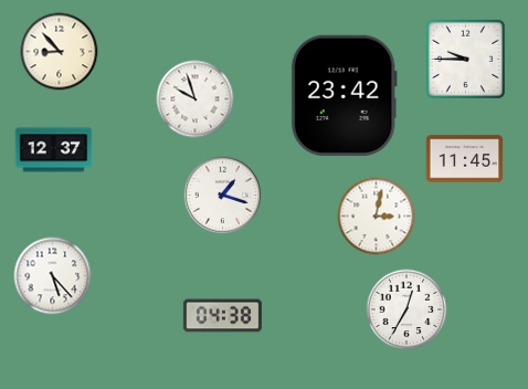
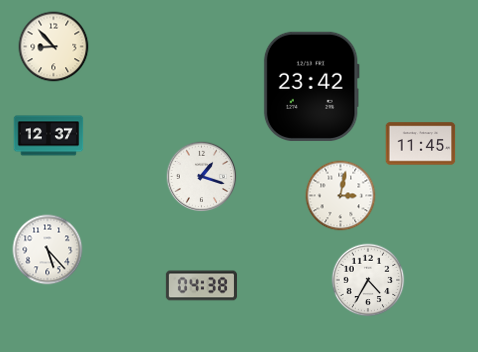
clock at (465, 59): 9:45 -> none
clock at (196, 99): 9:57 -> none
clock at (406, 309): 12:35 -> 4:35
